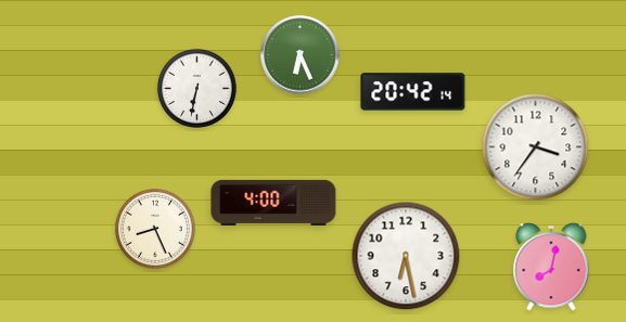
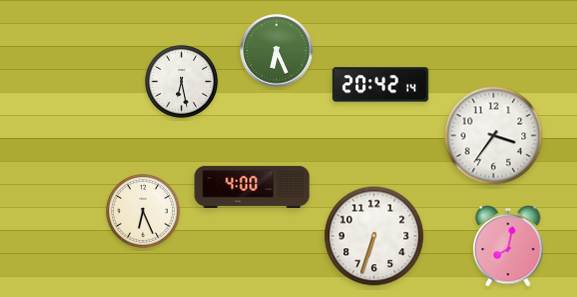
clock at (196, 88): 6:32 -> 6:28
clock at (155, 229): 8:26 -> 6:26
clock at (406, 256): 6:28 -> 6:33
